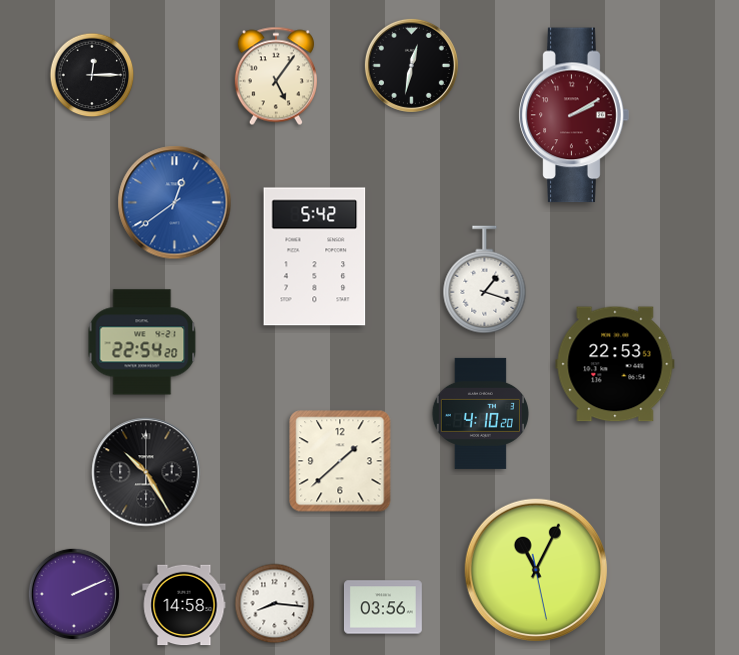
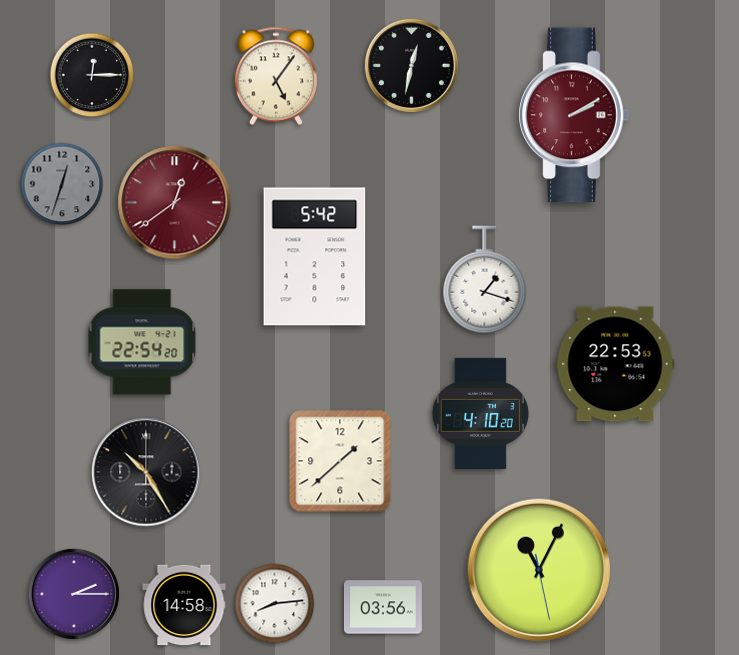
clock at (62, 184): none -> 12:33
clock at (175, 203) dial: blue -> burgundy
clock at (536, 570) position: (536, 570) -> (539, 570)
clock at (74, 594): 2:11 -> 2:15
clock at (275, 604): 8:16 -> 8:14
